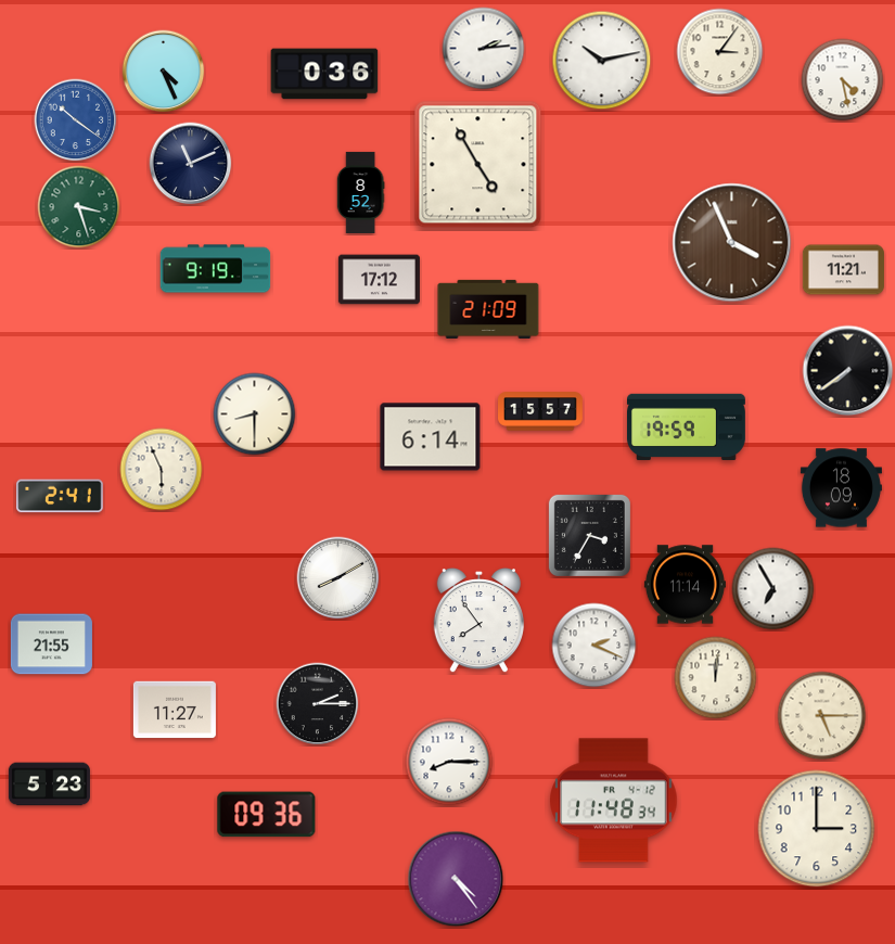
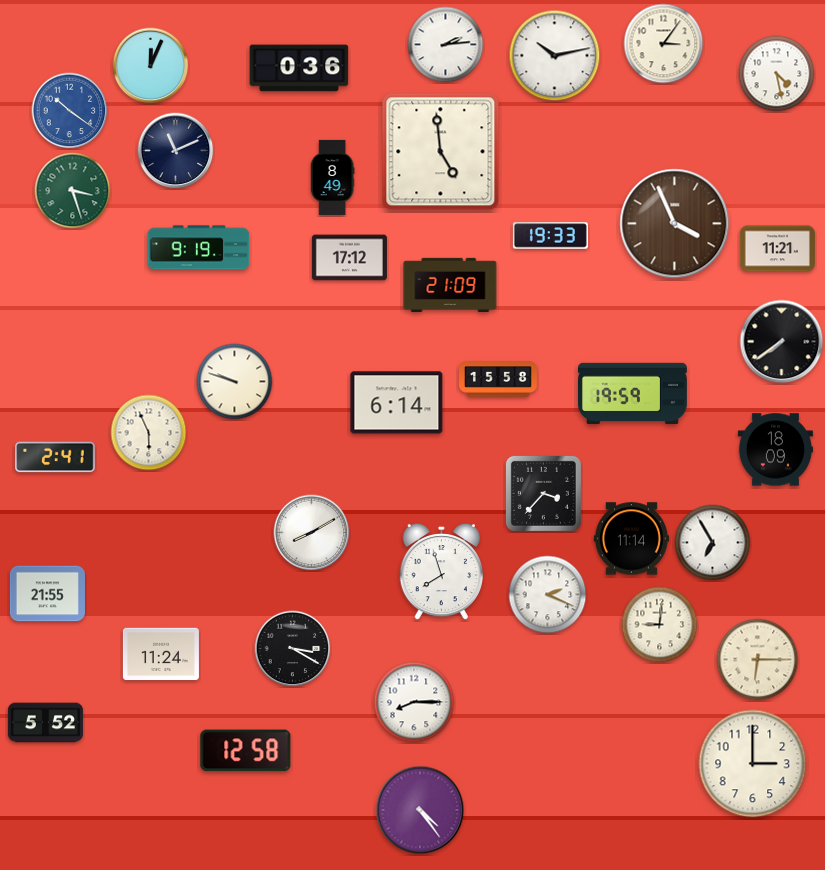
clock at (720, 52) position: (720, 52) -> (664, 44)
clock at (164, 72): 4:26 -> 12:04
clock at (478, 165): 4:55 -> 4:59
clock at (360, 192): 8:52 -> 8:49
clock at (550, 236): none -> 19:33
clock at (541, 411): 15:57 -> 15:58
clock at (255, 414): 8:30 -> 9:48
clock at (589, 535): 3:35 -> 3:37
clock at (478, 621): 7:54 -> 7:57
clock at (716, 678): 12:01 -> 9:01
clock at (318, 704): 2:15 -> 3:20
clock at (175, 710): 11:27 -> 11:24
clock at (822, 716): 5:15 -> 6:15
clock at (49, 784): 5:23 -> 5:52
clock at (614, 801): 11:48 -> none
clock at (267, 815): 09:36 -> 12:58
